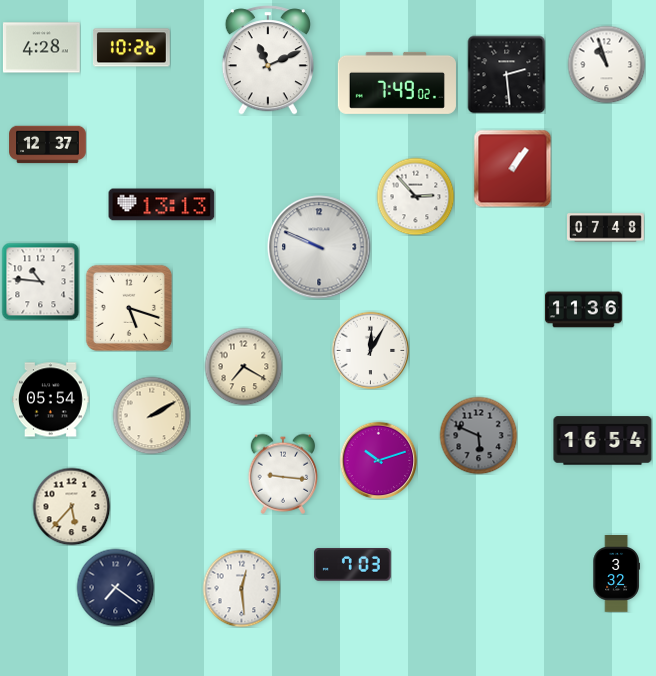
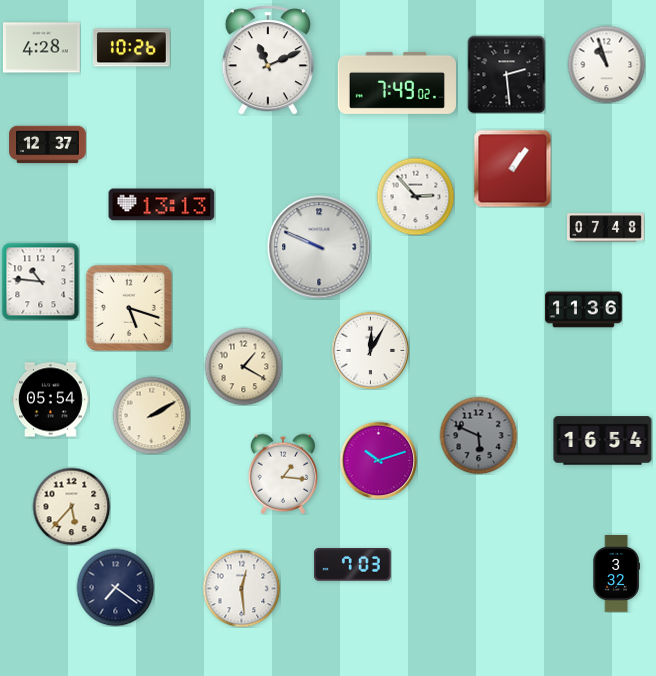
clock at (243, 366): 7:20 -> 1:20
clock at (283, 474): 9:16 -> 1:16
